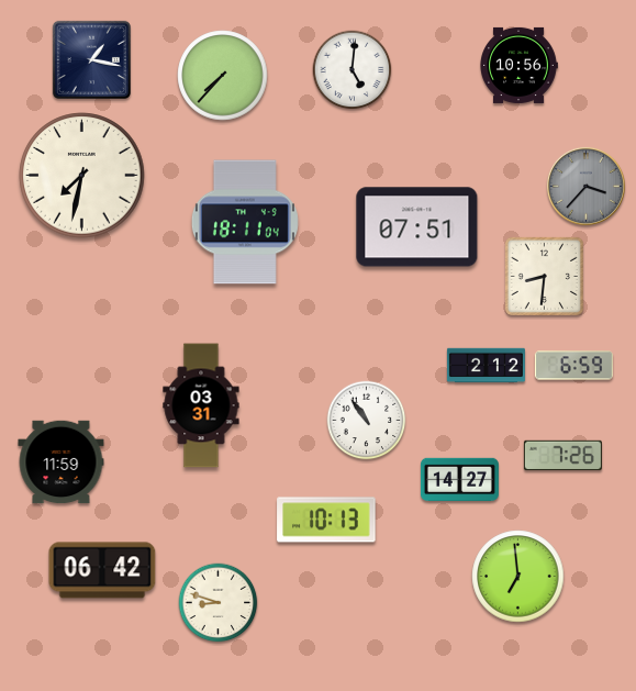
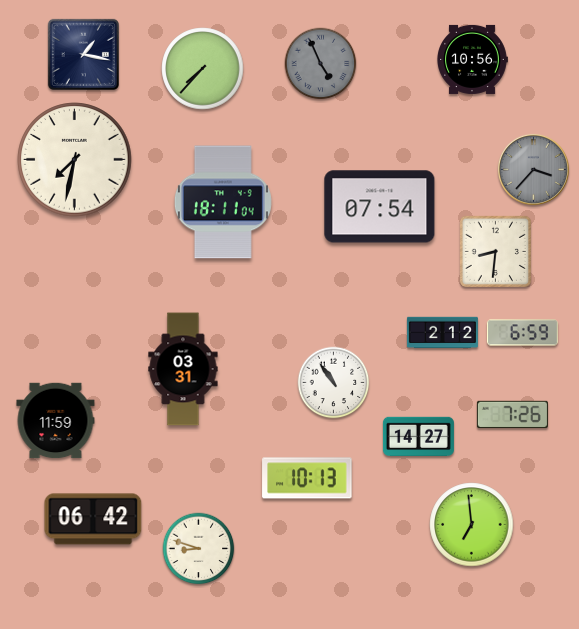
clock at (353, 70): 5:01 -> 4:56
clock at (353, 70) dial: white -> grey
clock at (417, 227): 07:51 -> 07:54
clock at (326, 520) position: (326, 520) -> (307, 478)
